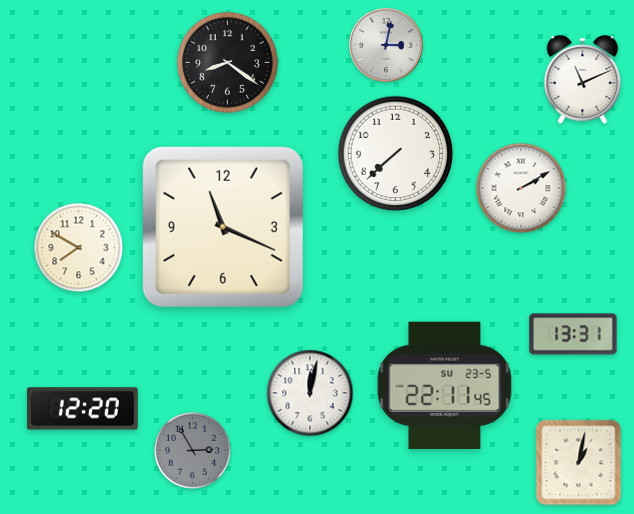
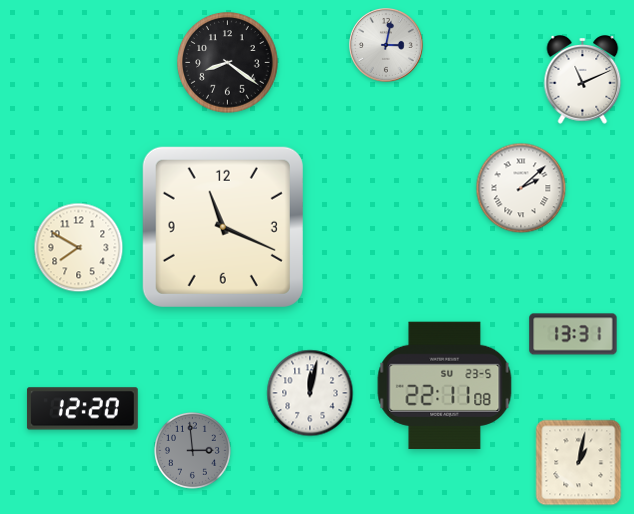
clock at (396, 154): 7:38 -> none
clock at (521, 188): 2:10 -> 2:08
clock at (445, 385): 22:11:45 -> 22:11:08
clock at (192, 450): 2:55 -> 2:59
